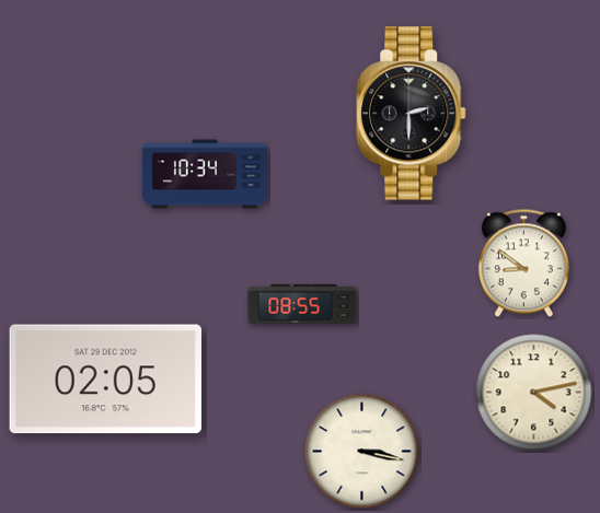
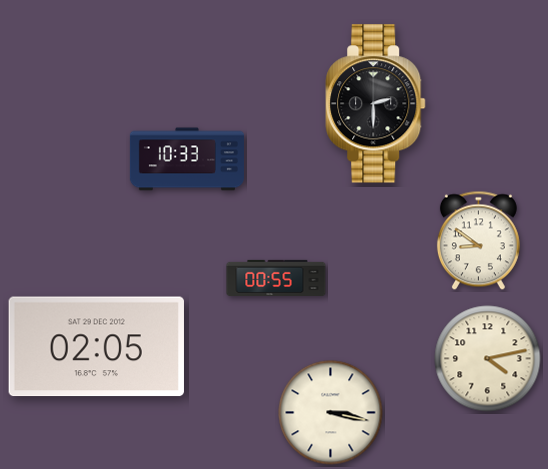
clock at (205, 174): 10:34 -> 10:33
clock at (302, 303): 08:55 -> 00:55
